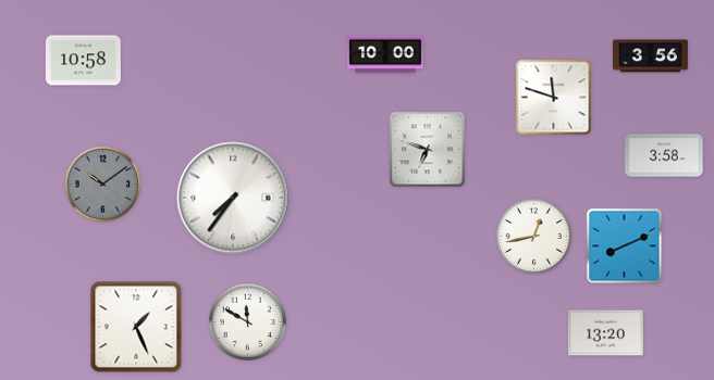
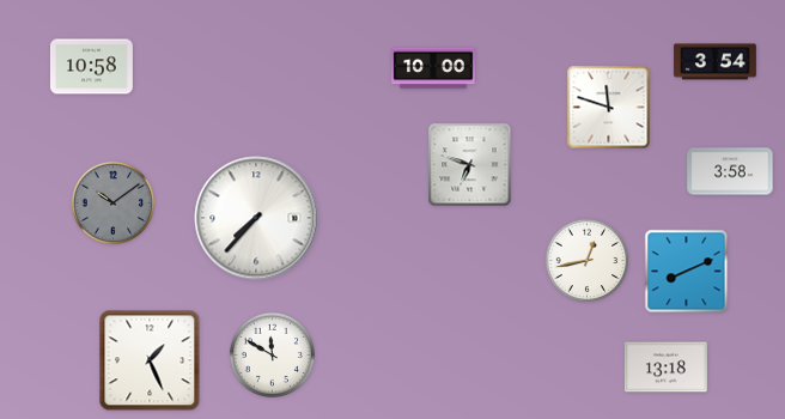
clock at (385, 54) position: (385, 54) -> (433, 68)
clock at (650, 56): 3:56 -> 3:54
clock at (233, 198): 7:36 -> 7:37
clock at (605, 333): 13:20 -> 13:18
